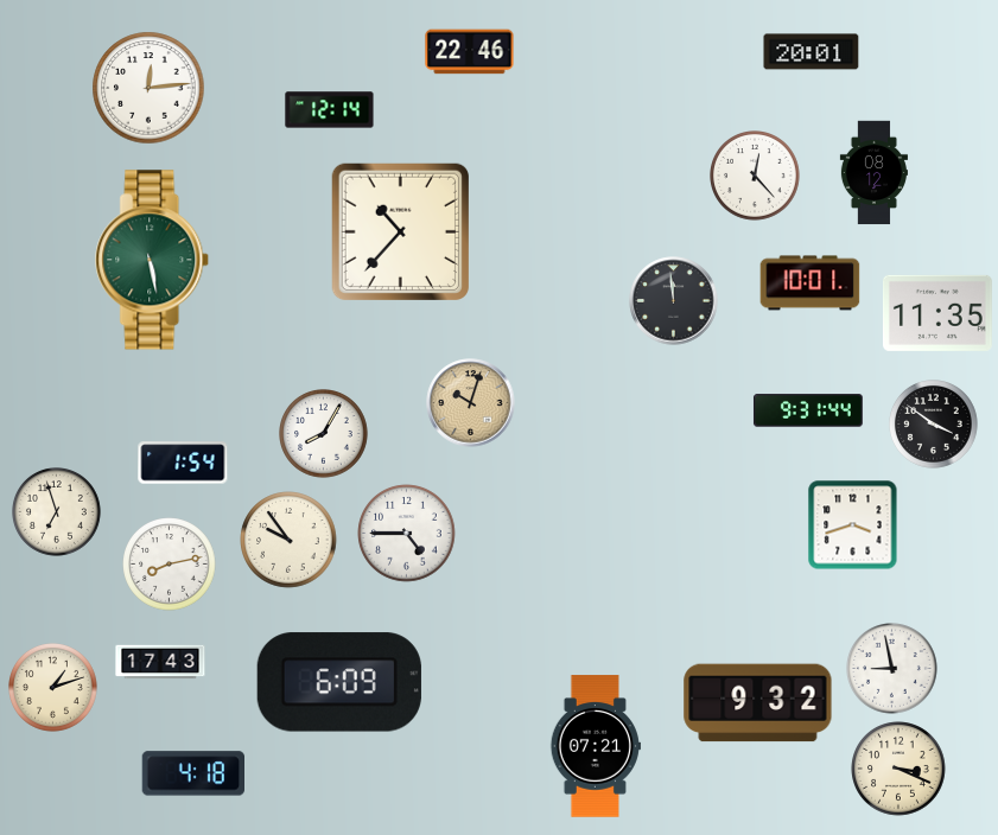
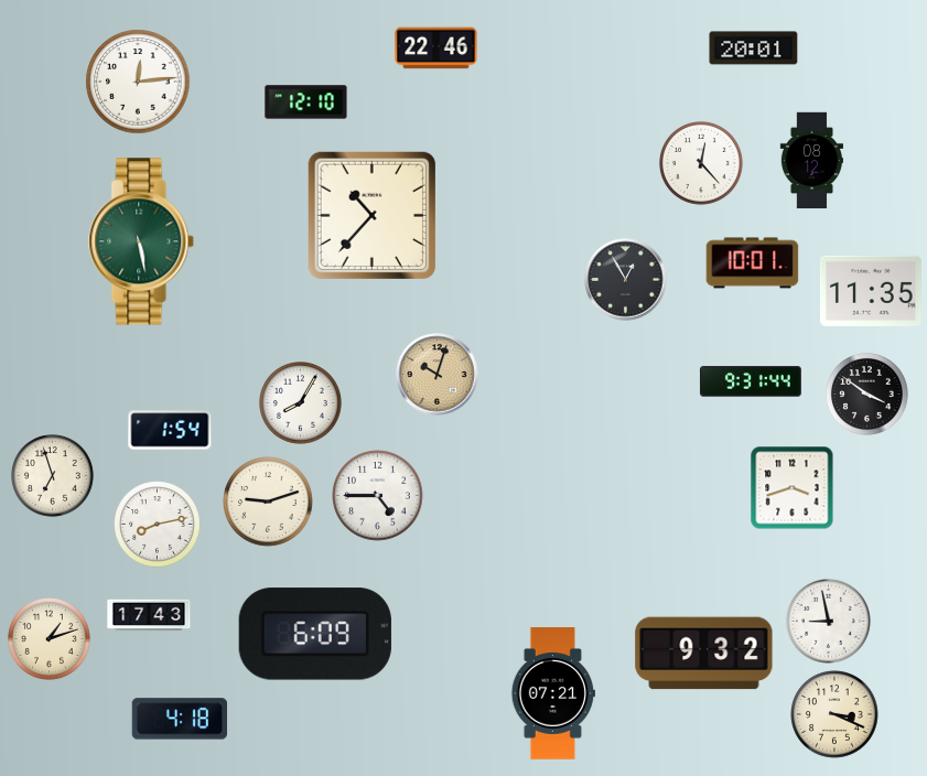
clock at (330, 110): 12:14 -> 12:10
clock at (674, 301): 11:59 -> 12:55
clock at (288, 540): 9:54 -> 9:12
